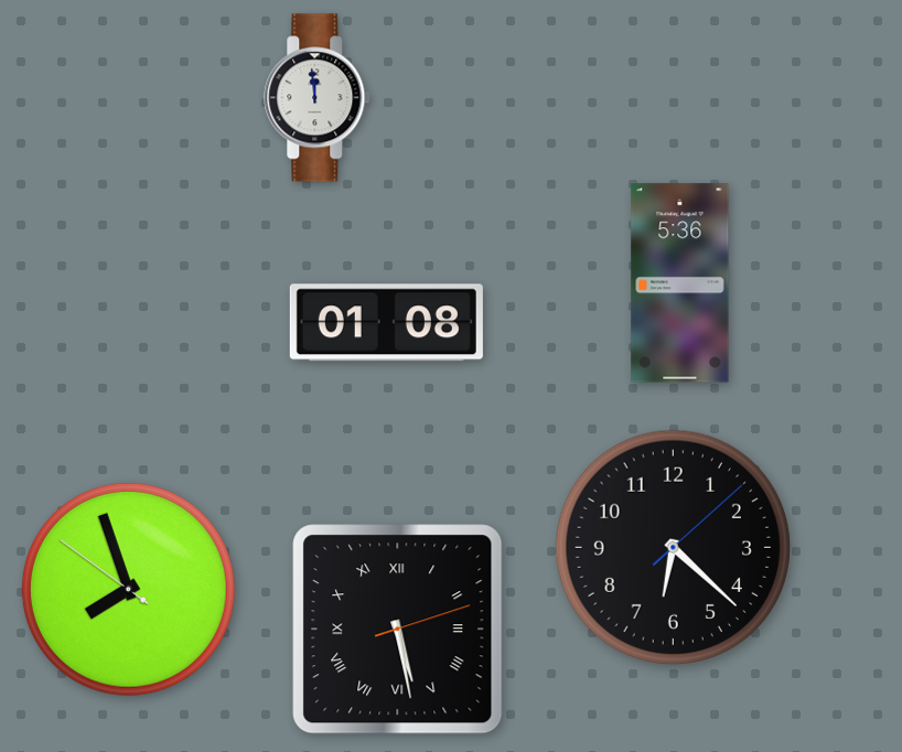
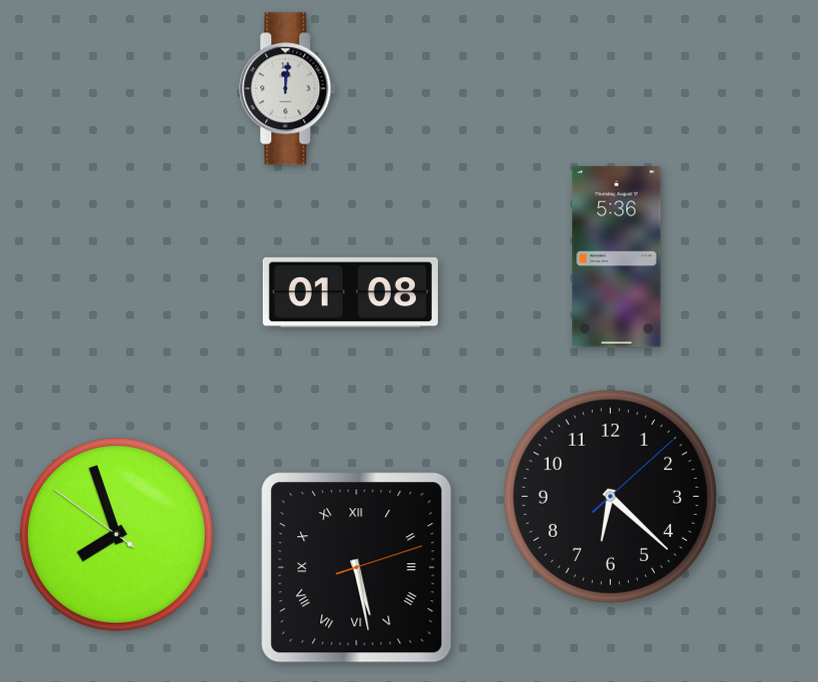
clock at (318, 98): 11:59 -> 12:01
clock at (398, 630) position: (398, 630) -> (357, 568)
